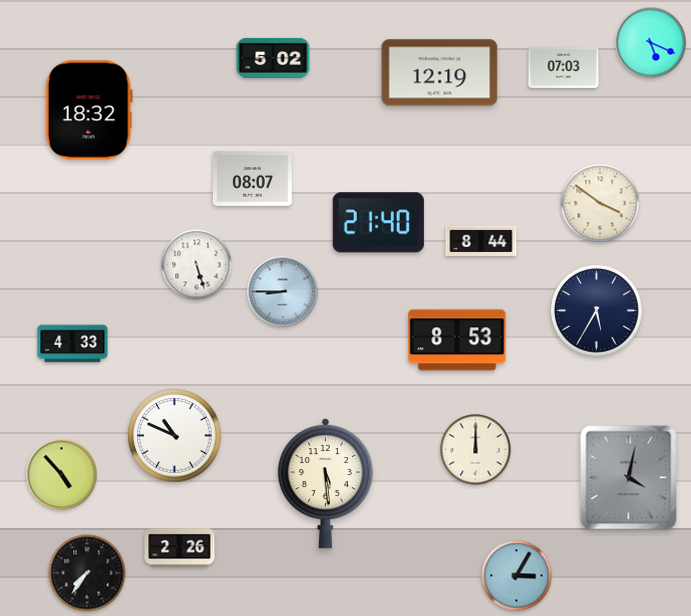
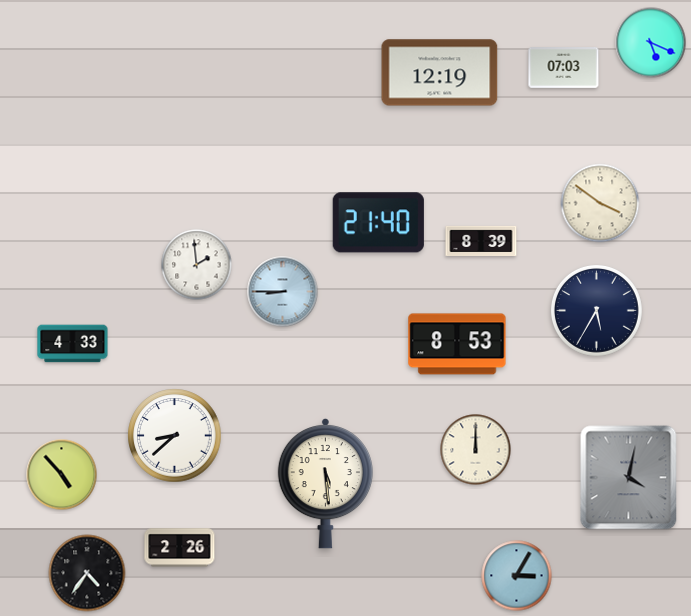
clock at (273, 58): 5:02 -> none
clock at (89, 110): 18:32 -> none
clock at (252, 178): 08:07 -> none
clock at (481, 240): 8:44 -> 8:39
clock at (197, 265): 5:27 -> 1:59
clock at (457, 340) position: (457, 340) -> (457, 344)
clock at (175, 436): 10:49 -> 8:38
clock at (87, 573): 7:36 -> 4:36
